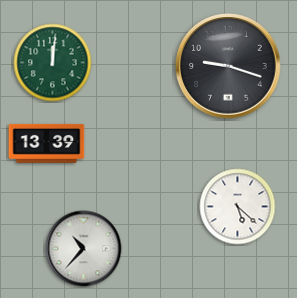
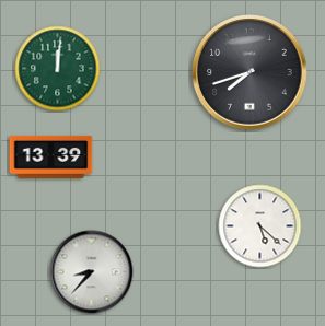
clock at (228, 66): 9:18 -> 7:42
clock at (84, 249): 10:37 -> 8:37
